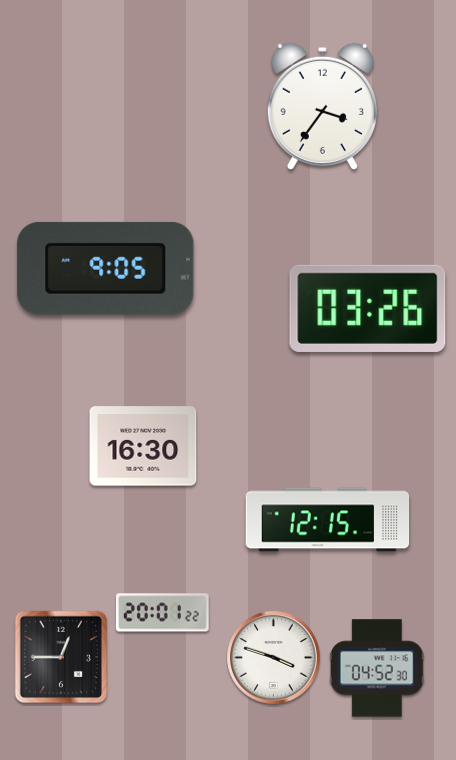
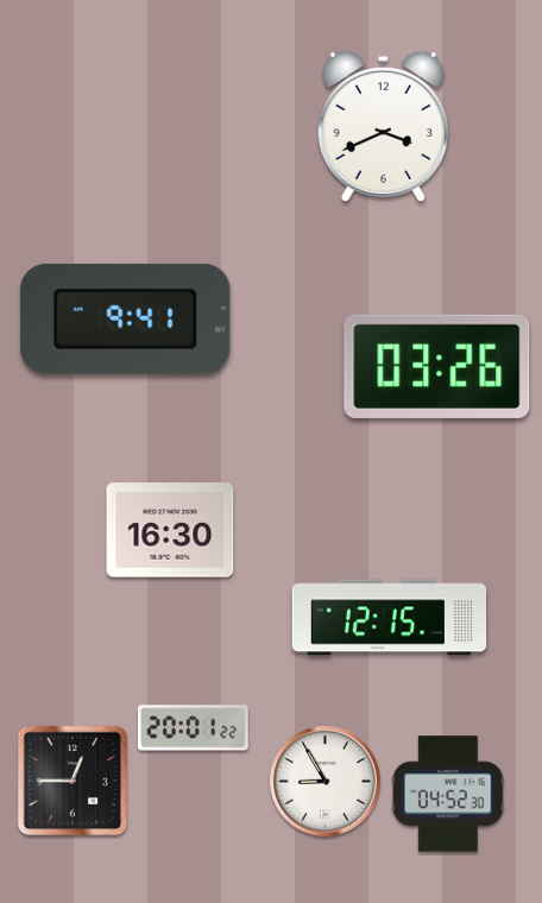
clock at (322, 106): 3:36 -> 3:41
clock at (106, 268): 9:05 -> 9:41
clock at (274, 658): 3:48 -> 8:55
